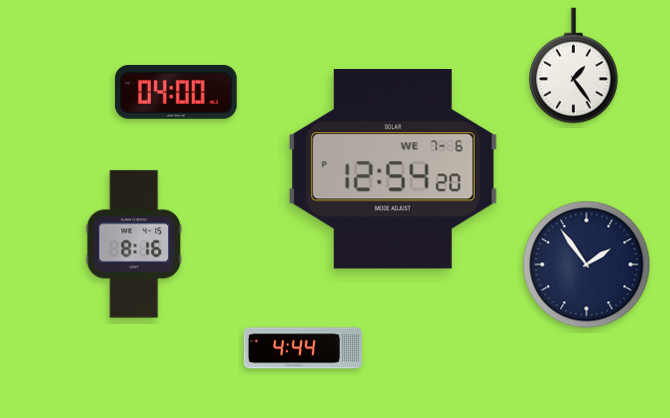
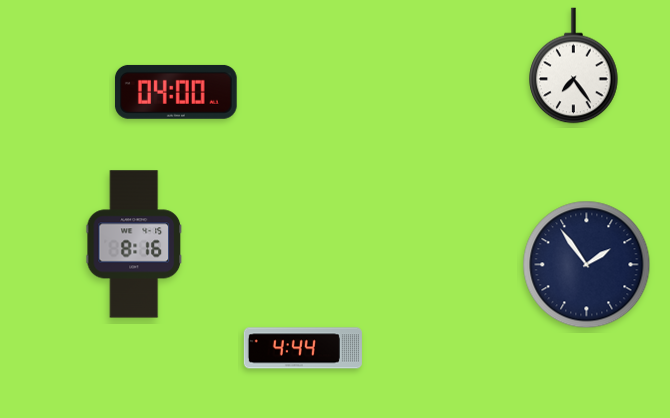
clock at (574, 66): 1:24 -> 7:24
clock at (393, 170): 12:54 -> none
